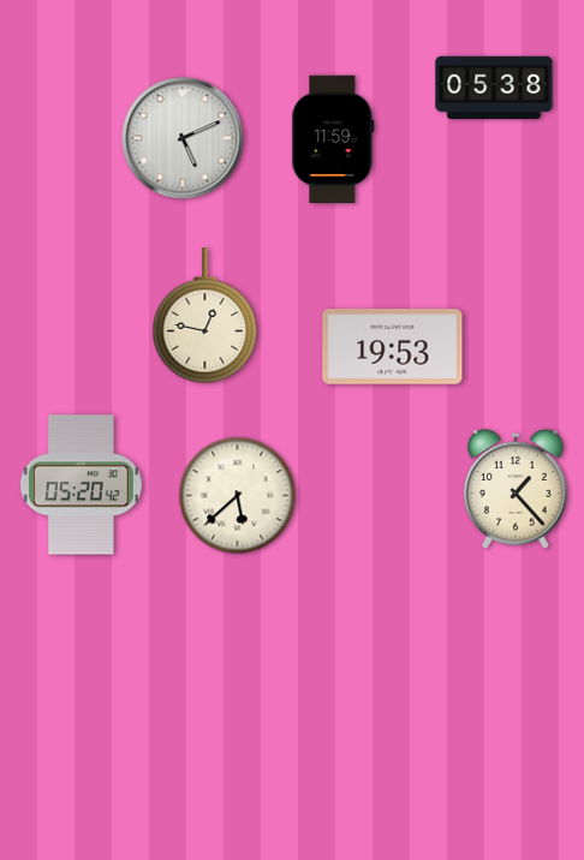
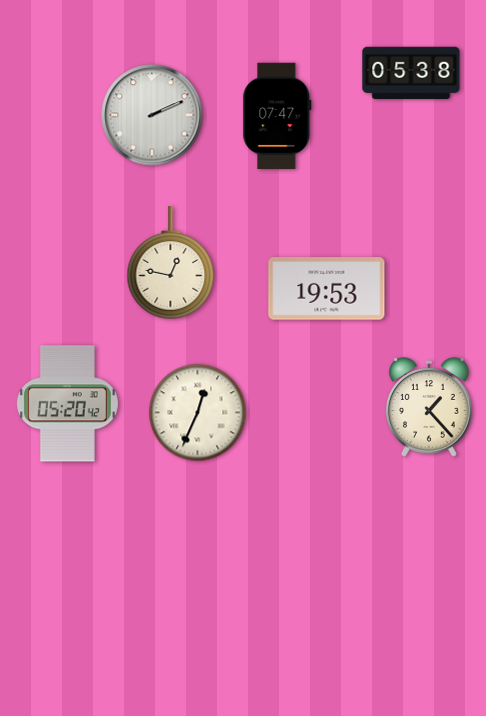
clock at (183, 138): 5:11 -> 2:11
clock at (333, 139): 11:59 -> 07:47
clock at (238, 496): 5:38 -> 12:34
